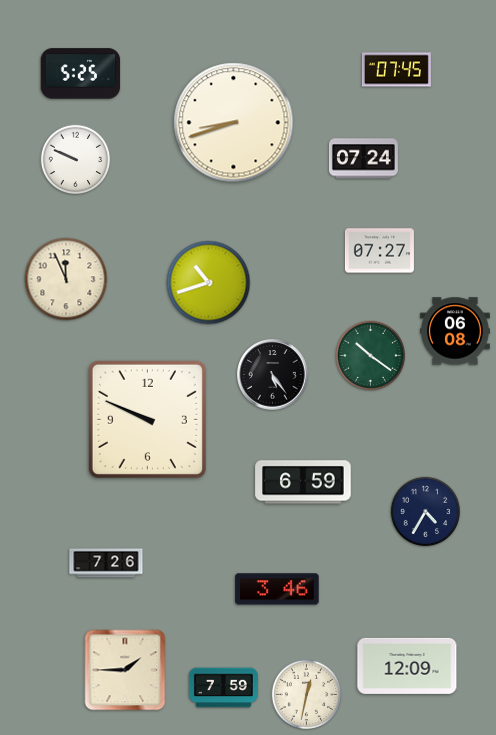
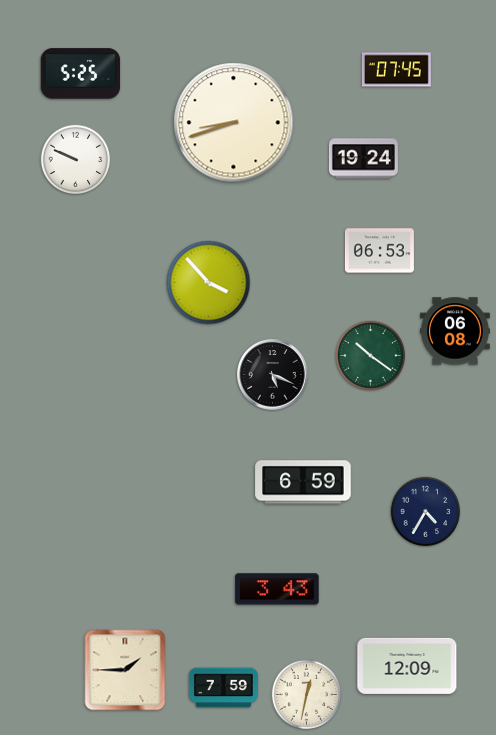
clock at (363, 159): 07:24 -> 19:24
clock at (379, 251): 07:27 -> 06:53
clock at (66, 279): 11:56 -> none
clock at (209, 283): 10:42 -> 3:53
clock at (273, 375): 5:24 -> 5:19
clock at (147, 419): 9:49 -> none
clock at (106, 563): 7:26 -> none
clock at (277, 589): 3:46 -> 3:43
